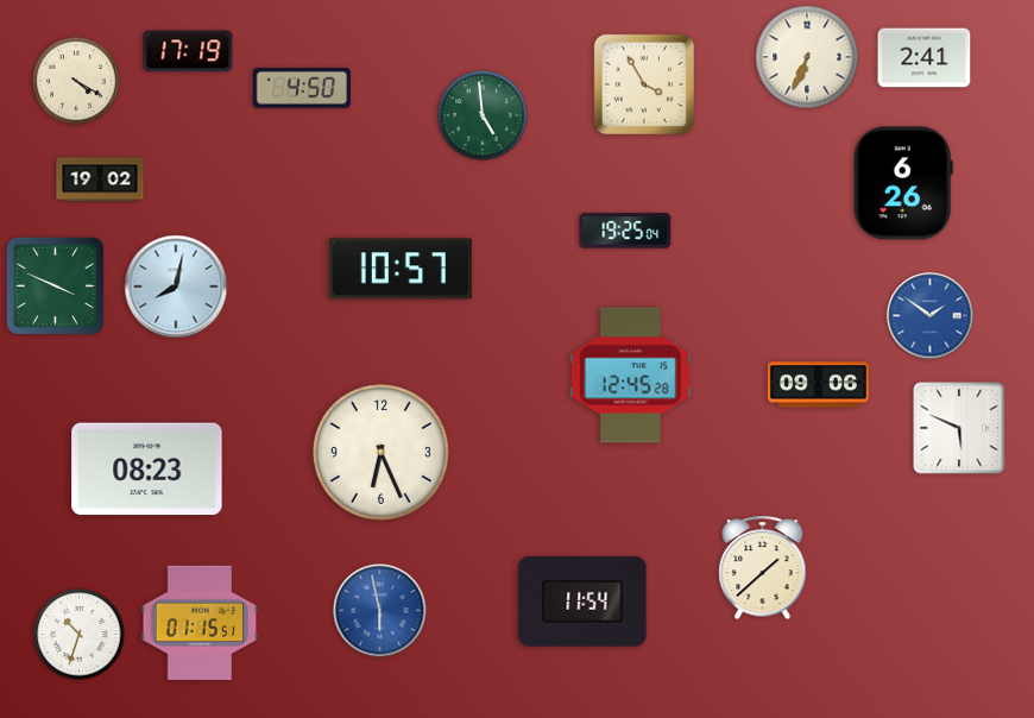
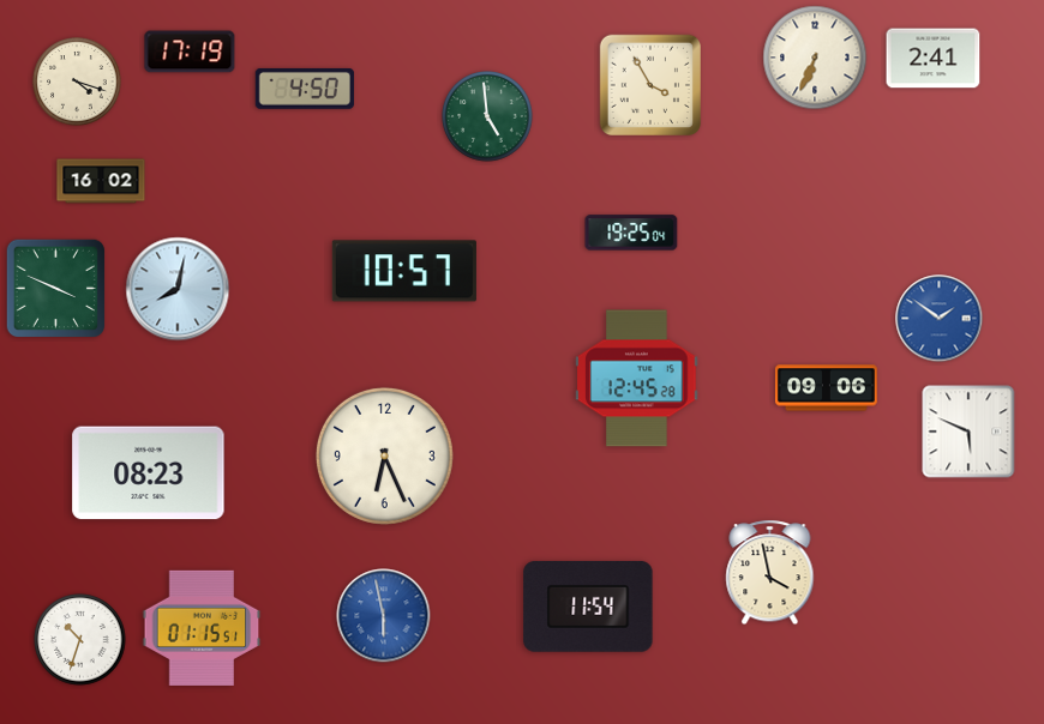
clock at (76, 81): 4:20 -> 4:18
clock at (100, 179): 19:02 -> 16:02
clock at (903, 183): 6:26 -> none
clock at (763, 568): 1:38 -> 3:58
